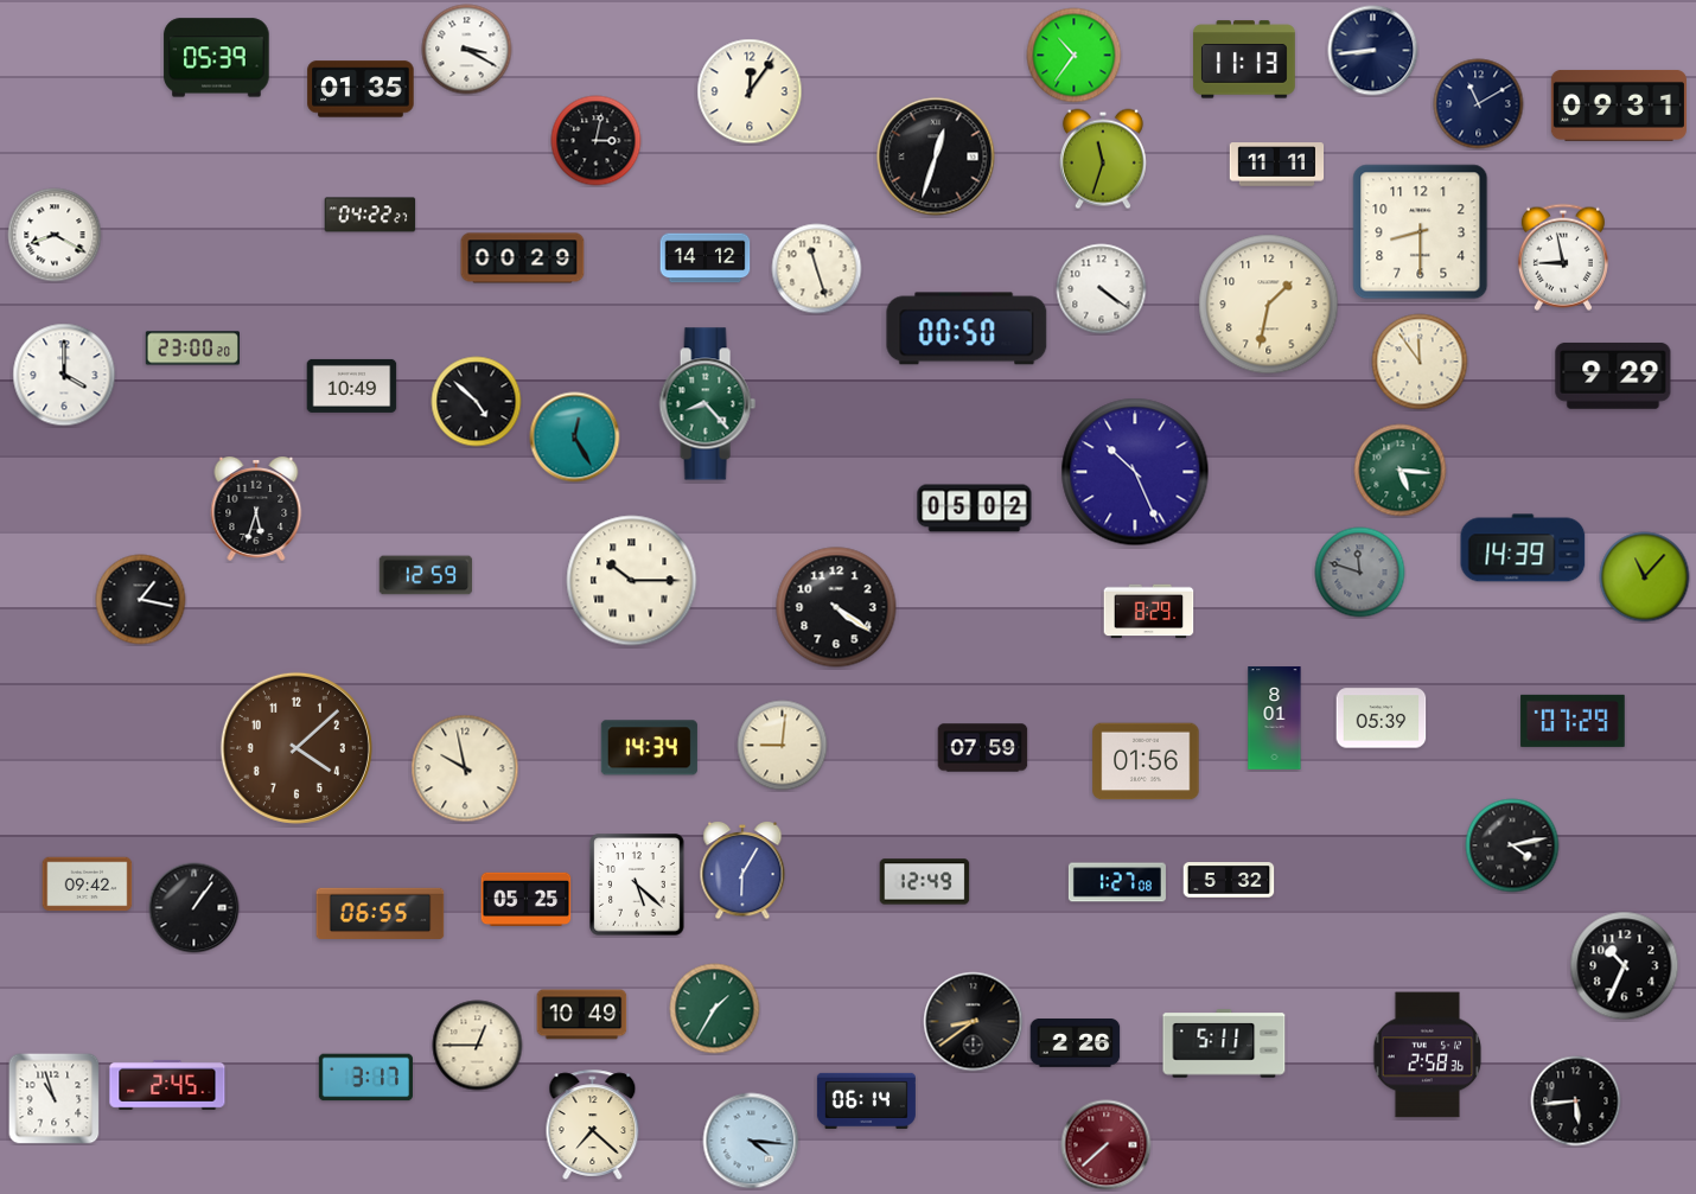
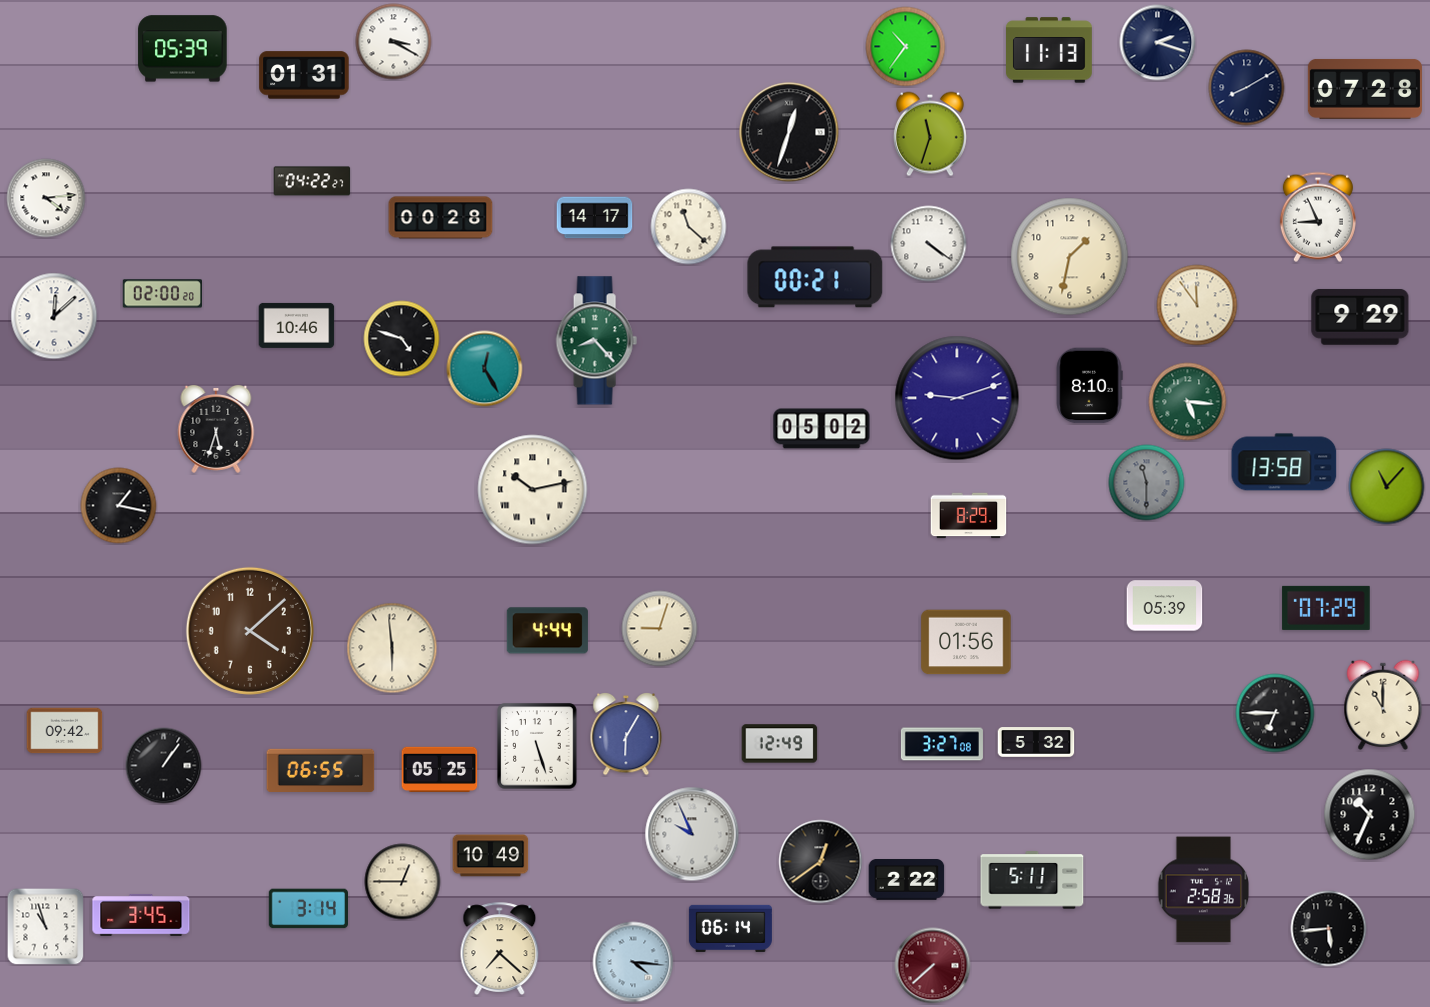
clock at (1373, 51): 8:44 -> 2:18
clock at (361, 89): 01:35 -> 01:31
clock at (750, 91): 12:06 -> none
clock at (1479, 104): 11:10 -> 8:10
clock at (1619, 106): 09:31 -> 07:28
clock at (597, 141): 3:02 -> none
clock at (1277, 165): 11:11 -> none
clock at (1421, 232): 8:30 -> none
clock at (55, 235): 8:20 -> 4:14
clock at (1563, 257): 8:58 -> 8:56
clock at (523, 258): 00:29 -> 00:28
clock at (706, 258): 14:12 -> 14:17
clock at (817, 269): 11:27 -> 11:22
clock at (967, 328): 00:50 -> 00:21
clock at (192, 349): 23:00 -> 02:00
clock at (64, 375): 4:00 -> 12:08
clock at (352, 385): 10:49 -> 10:46
clock at (477, 402): 4:52 -> 4:48
clock at (1089, 386): none -> 8:10
clock at (1401, 471) position: (1401, 471) -> (1188, 402)
clock at (1135, 472): 10:26 -> 9:12
clock at (1523, 548): 14:39 -> 13:58
clock at (1360, 573): 11:48 -> 11:30
clock at (426, 575): 12:59 -> none
clock at (632, 581): 10:15 -> 10:13
clock at (836, 607): 4:21 -> none
clock at (1275, 719): 8:01 -> none
clock at (783, 746): 9:01 -> 9:03
clock at (649, 748): 14:34 -> 4:44
clock at (983, 748): 07:59 -> none
clock at (465, 768): 9:58 -> 5:59
clock at (1383, 705): none -> 11:00
clock at (1512, 845): 4:13 -> 6:45
clock at (1117, 882): 1:27 -> 3:27
clock at (88, 885) position: (88, 885) -> (65, 731)
clock at (637, 885): 5:22 -> 5:27
clock at (527, 899) position: (527, 899) -> (440, 769)
clock at (692, 834): none -> 9:56
clock at (715, 1009): 1:35 -> none
clock at (974, 1022): 8:39 -> 12:39
clock at (1076, 1043): 2:26 -> 2:22
clock at (365, 1078): 3:17 -> 3:14
clock at (167, 1085): 2:45 -> 3:45
